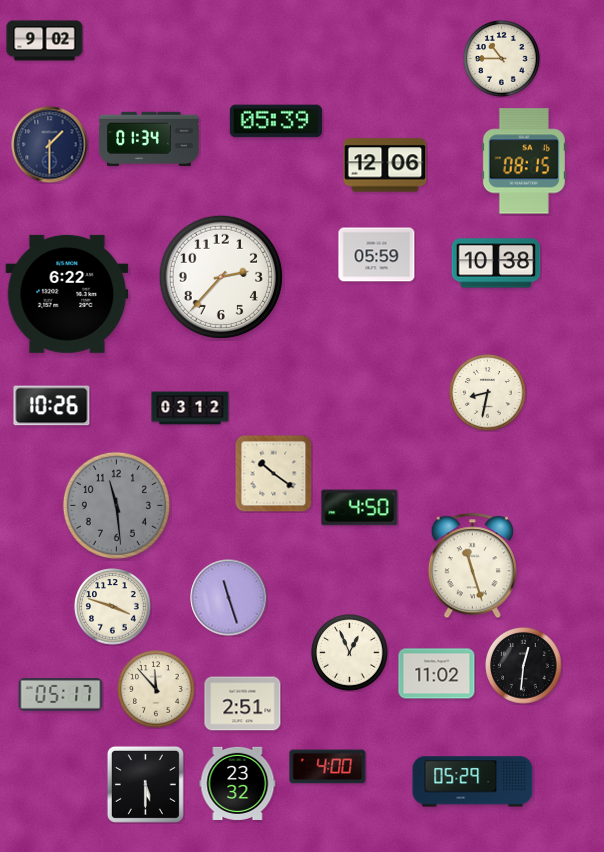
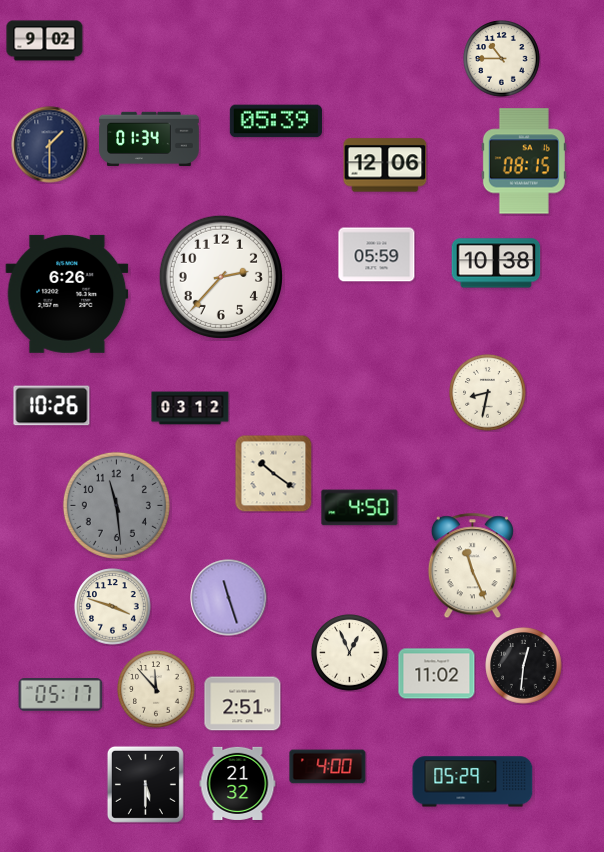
clock at (67, 294): 6:22 -> 6:26
clock at (472, 566): 11:27 -> 11:26
clock at (238, 783): 23:32 -> 21:32
